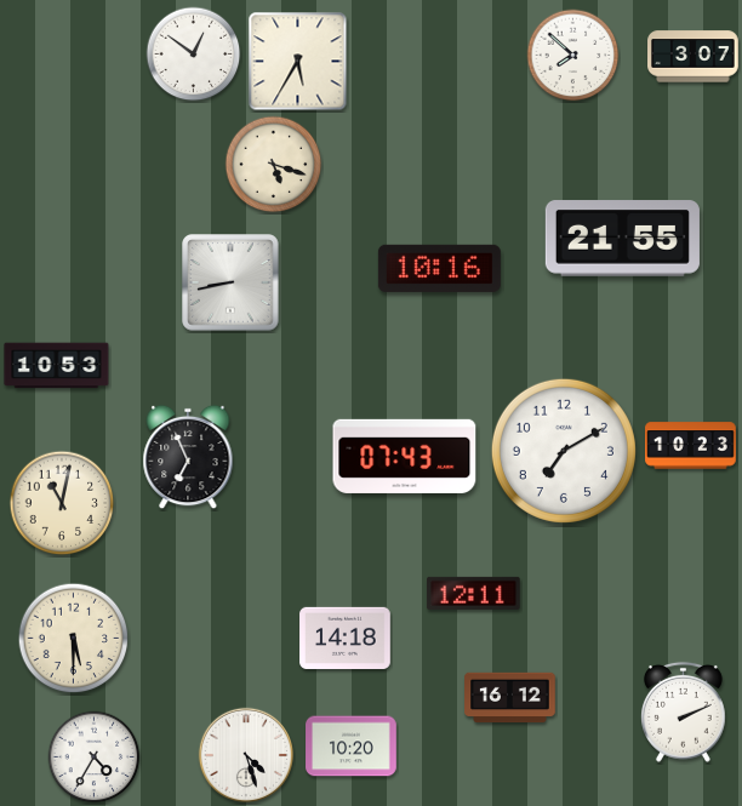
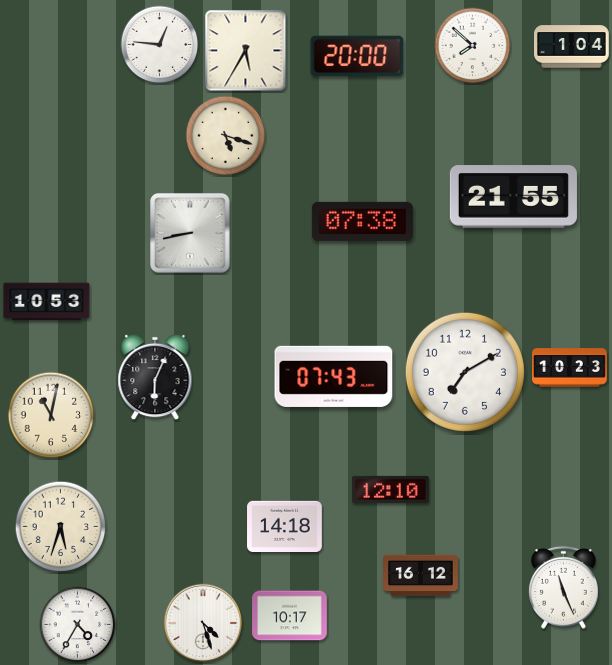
clock at (194, 55): 12:51 -> 12:46
clock at (694, 57): 3:07 -> 1:04
clock at (357, 56): none -> 20:00
clock at (439, 268): 10:16 -> 07:38
clock at (188, 457): 6:56 -> 6:04
clock at (474, 593): 12:11 -> 12:10
clock at (74, 639): 5:30 -> 5:33
clock at (683, 711): 2:11 -> 11:26
clock at (352, 747): 10:20 -> 10:17
